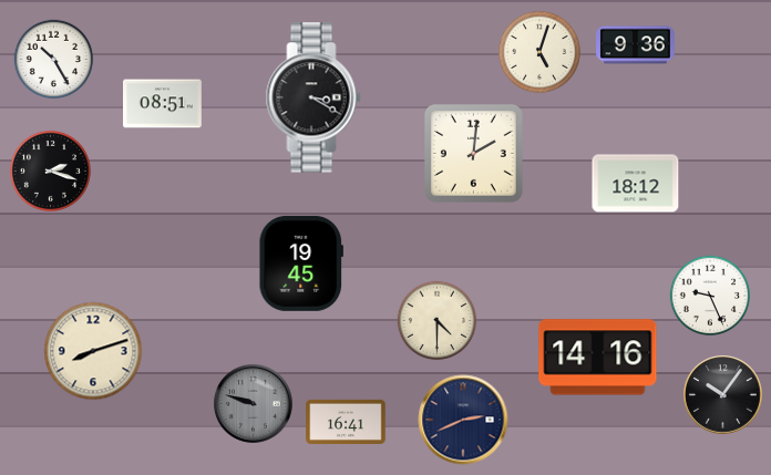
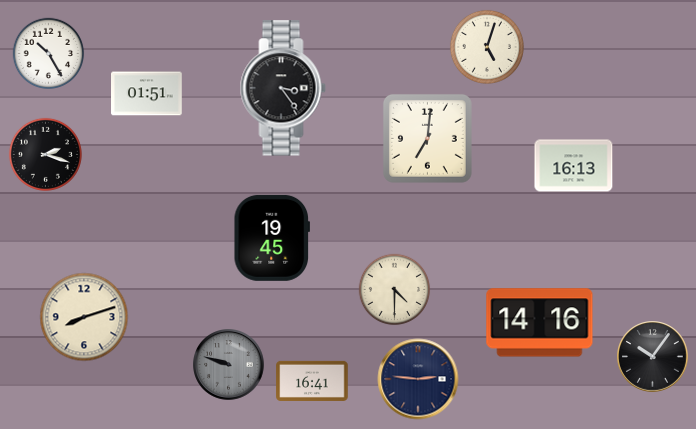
clock at (636, 45): 9:36 -> none
clock at (313, 97): 3:20 -> 3:24
clock at (163, 104): 08:51 -> 01:51
clock at (473, 153): 2:01 -> 7:01
clock at (636, 184): 18:12 -> 16:13
clock at (709, 295): 9:26 -> none
clock at (463, 420): 2:41 -> 2:46
